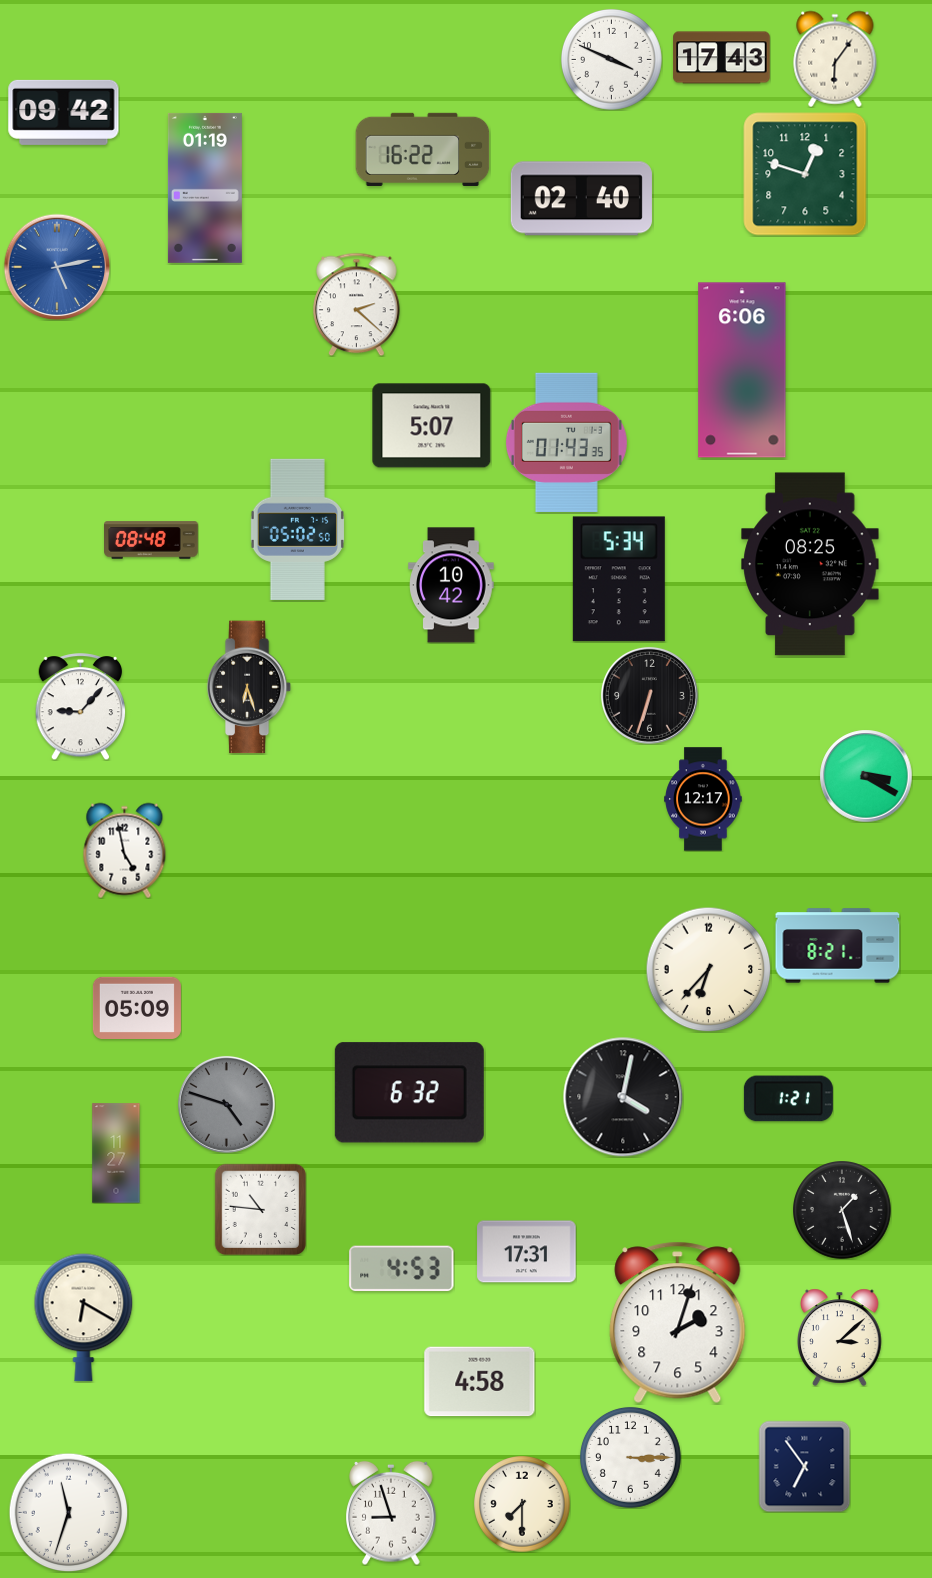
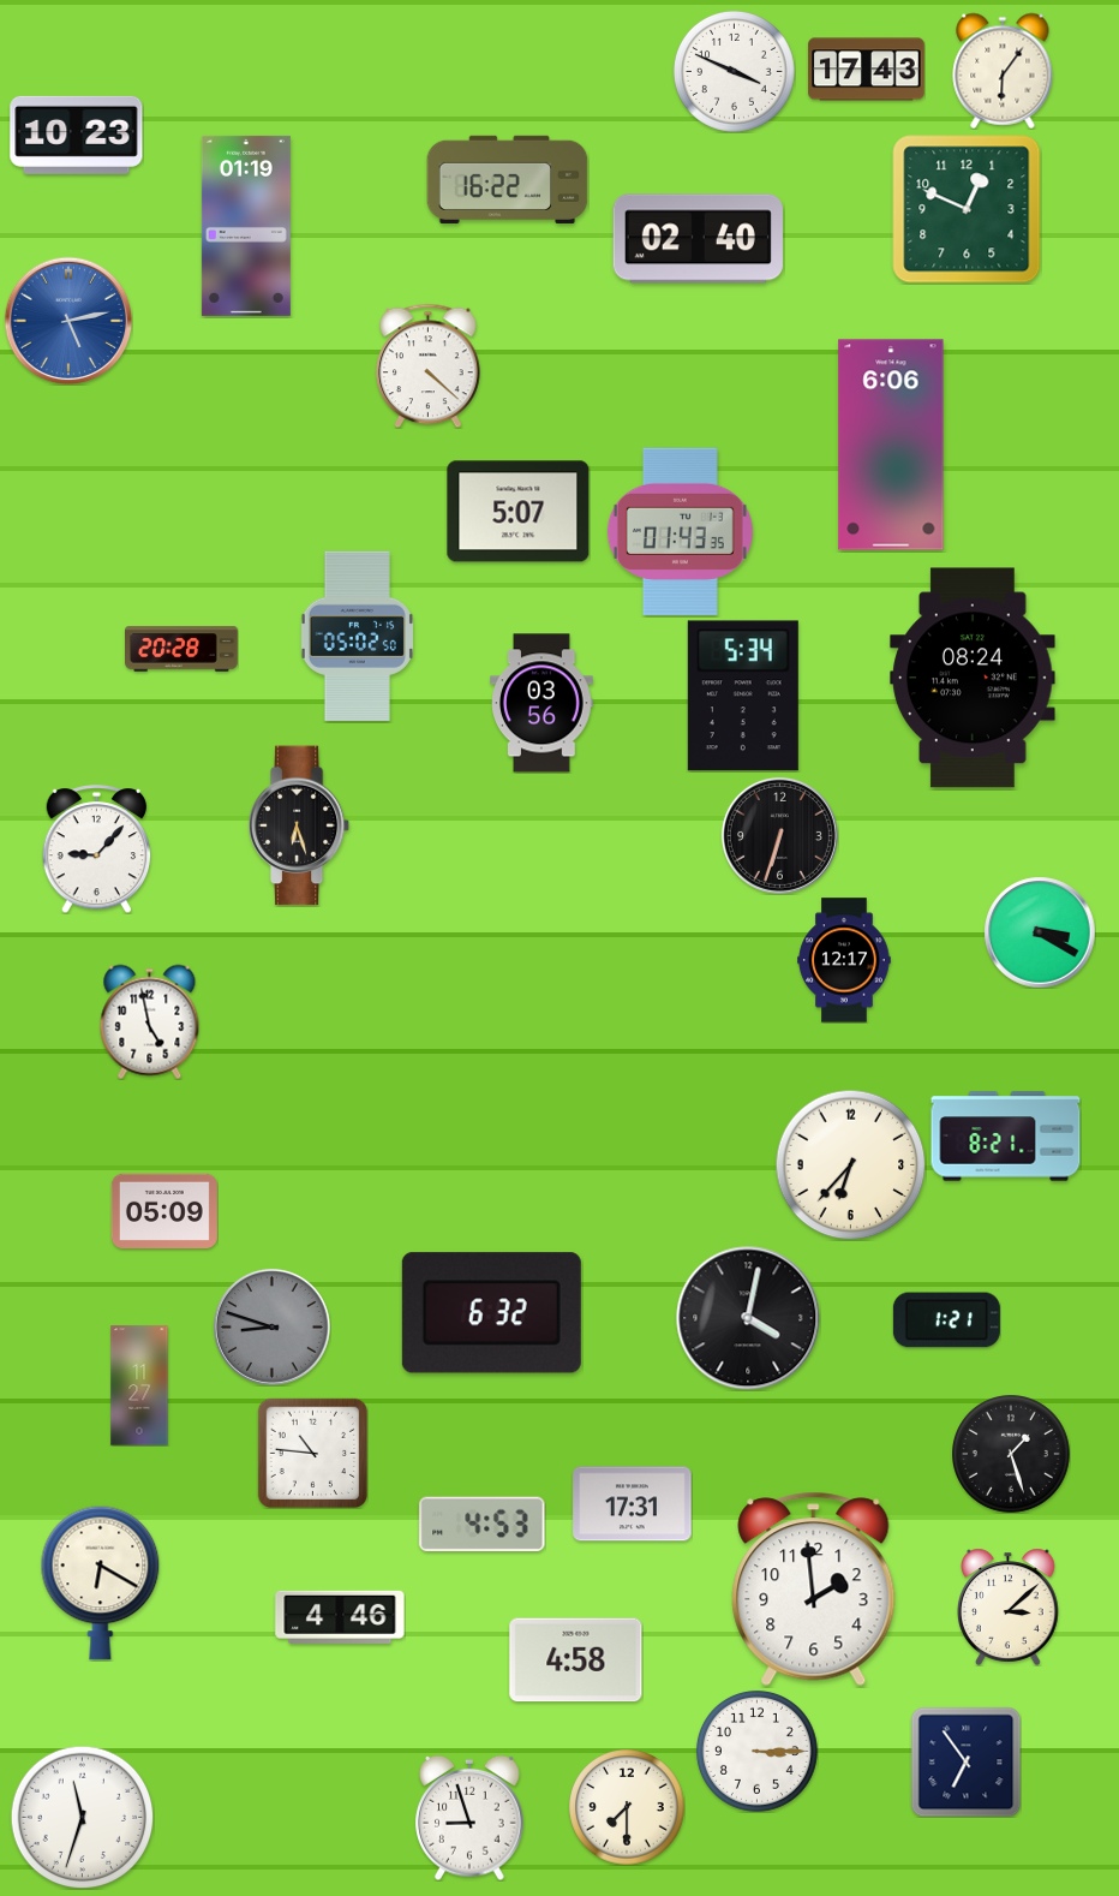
clock at (64, 112): 09:42 -> 10:23
clock at (805, 174): 12:48 -> 12:49
clock at (357, 304): 2:22 -> 4:22
clock at (151, 540): 08:48 -> 20:28
clock at (810, 564): 08:25 -> 08:24
clock at (451, 585): 10:42 -> 03:56
clock at (226, 1104): 4:48 -> 8:48
clock at (678, 1323): 2:03 -> 1:59
clock at (340, 1617): none -> 4:46
